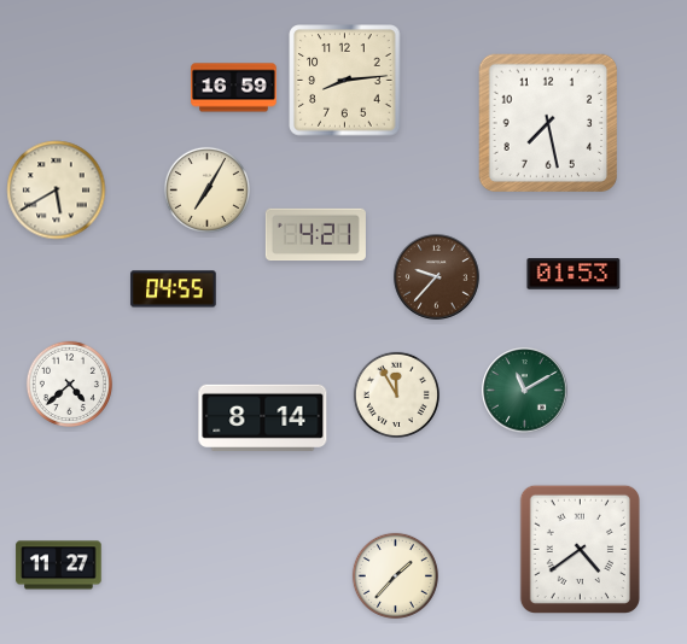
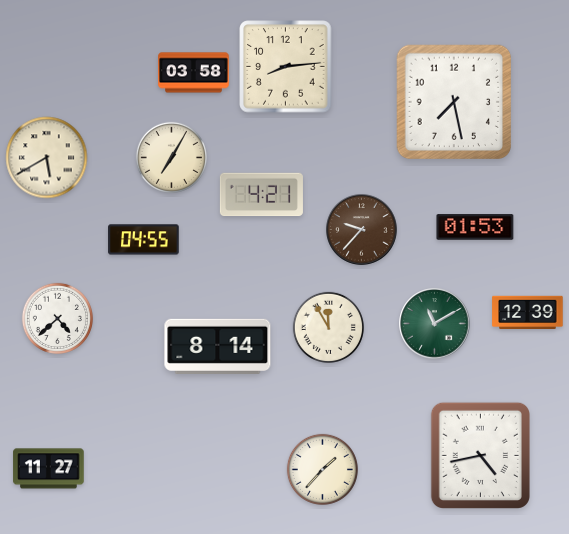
clock at (234, 88): 16:59 -> 03:58
clock at (528, 312): none -> 12:39
clock at (580, 549): 4:39 -> 4:43
clock at (395, 575) position: (395, 575) -> (322, 469)
